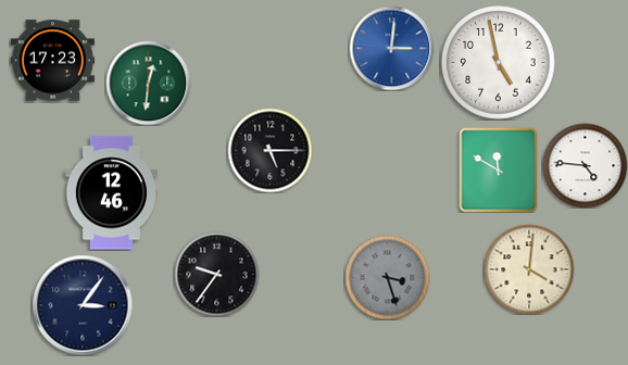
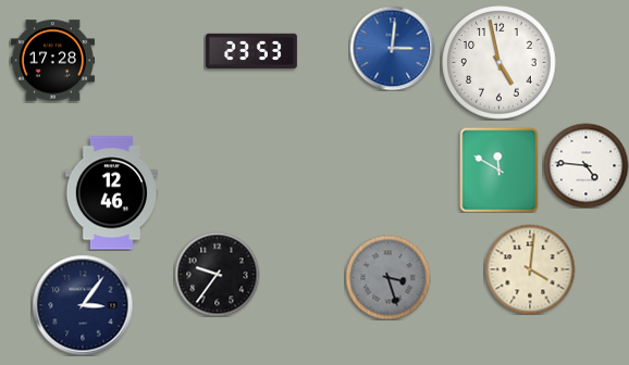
clock at (251, 50): none -> 23:53
clock at (52, 61): 17:23 -> 17:28
clock at (148, 83): 12:31 -> none
clock at (269, 150): 5:15 -> none
